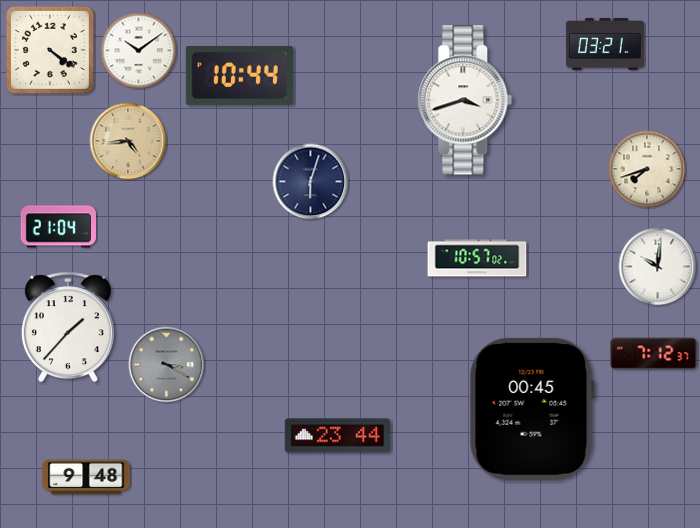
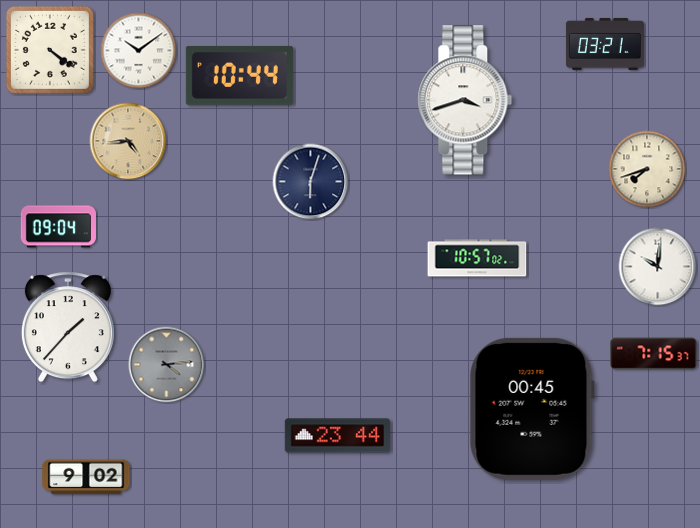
clock at (58, 227): 21:04 -> 09:04
clock at (654, 354): 7:12 -> 7:15
clock at (167, 365): 3:20 -> 4:14
clock at (86, 477): 9:48 -> 9:02
